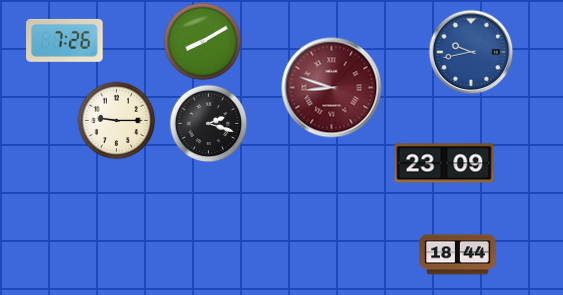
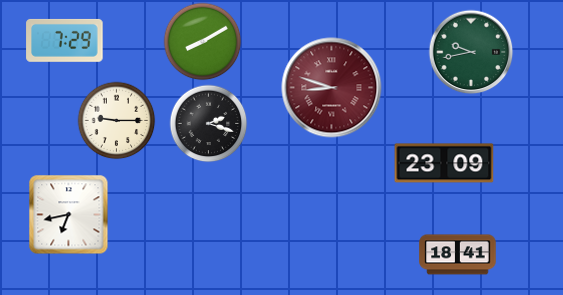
clock at (65, 40): 7:26 -> 7:29
clock at (471, 52) dial: blue -> green
clock at (68, 214): none -> 6:43
clock at (458, 255): 18:44 -> 18:41
